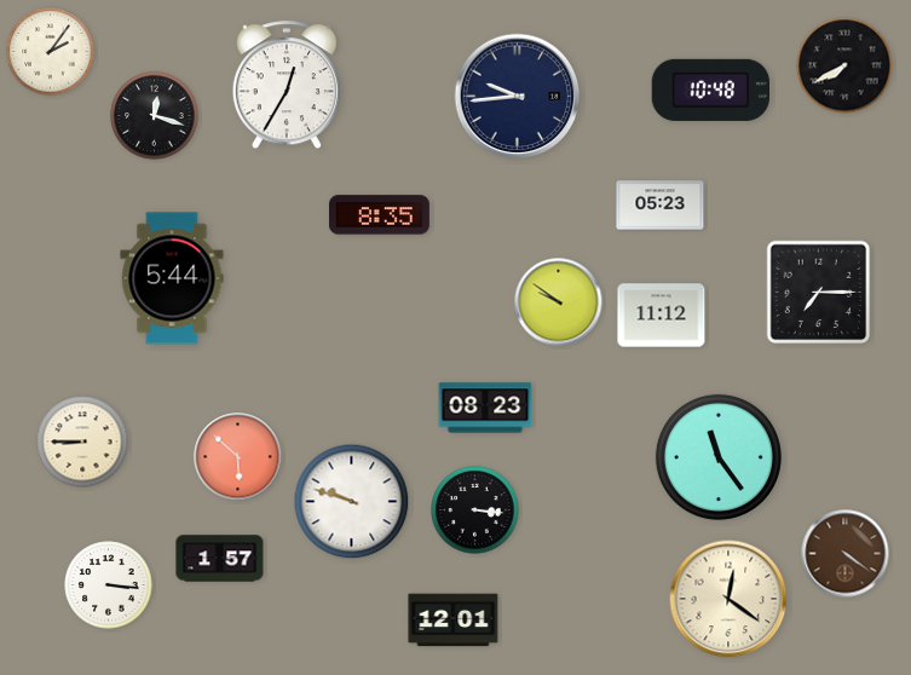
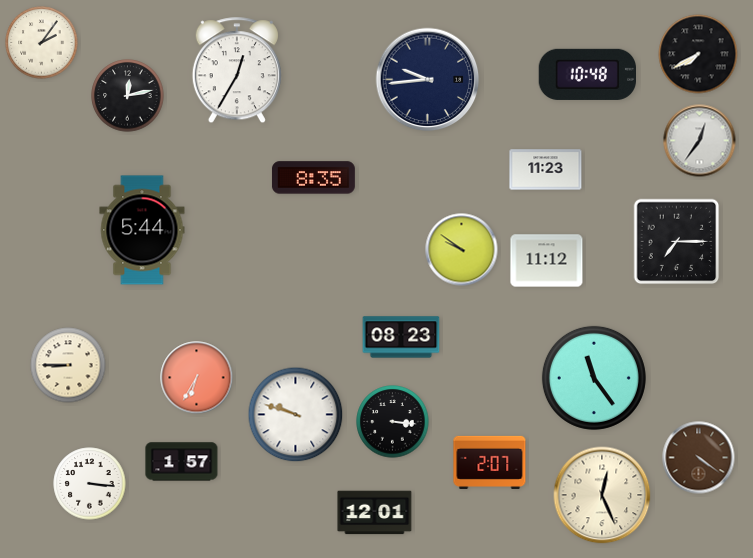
clock at (155, 116): 12:18 -> 12:13
clock at (700, 141): none -> 12:36
clock at (661, 206): 05:23 -> 11:23
clock at (238, 457): 5:52 -> 6:35
clock at (352, 502) position: (352, 502) -> (296, 415)
clock at (490, 462): none -> 2:07
clock at (728, 599): 12:21 -> 12:26
